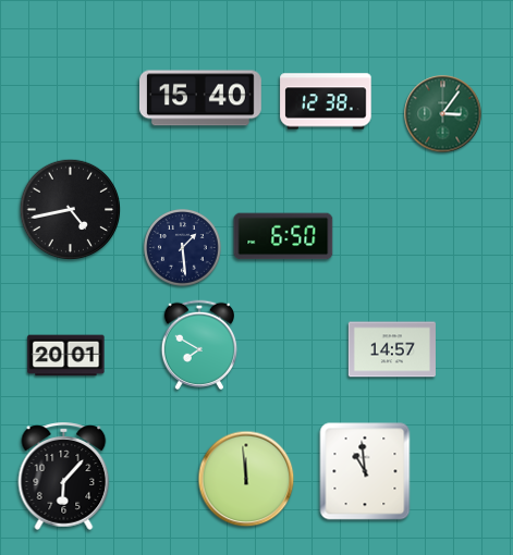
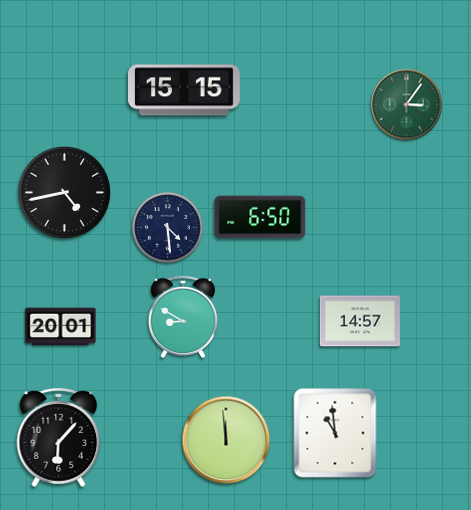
clock at (200, 98): 15:40 -> 15:15
clock at (326, 101): 12:38 -> none
clock at (183, 248): 1:29 -> 4:29
clock at (198, 344): 7:50 -> 8:50
